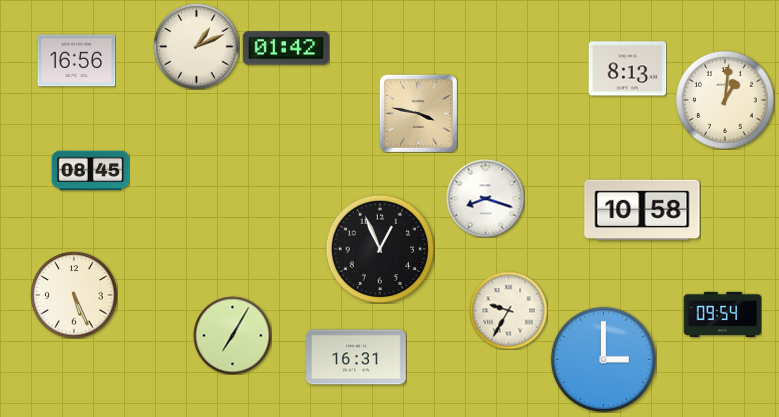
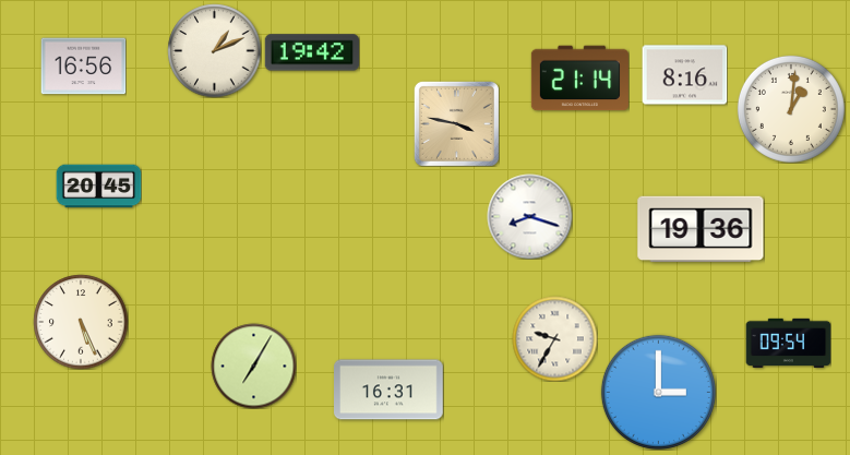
clock at (285, 48): 01:42 -> 19:42
clock at (627, 69): 8:13 -> 8:16
clock at (579, 79): none -> 21:14
clock at (90, 171): 08:45 -> 20:45
clock at (642, 210): 10:58 -> 19:36
clock at (380, 249): 12:56 -> none
